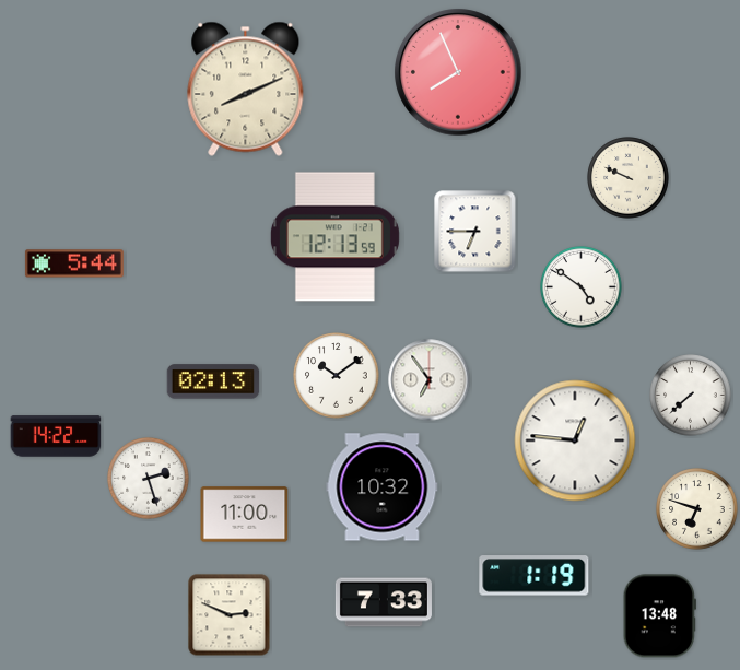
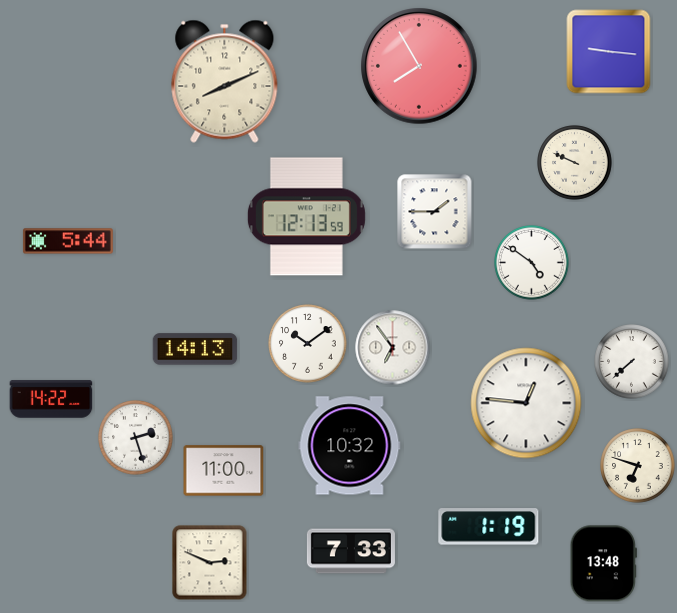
clock at (609, 52): none -> 9:16
clock at (458, 72): 7:56 -> 7:55
clock at (475, 232): 6:45 -> 1:45
clock at (213, 381): 02:13 -> 14:13
